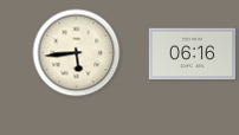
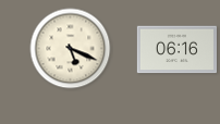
clock at (77, 53): 5:44 -> 5:19
